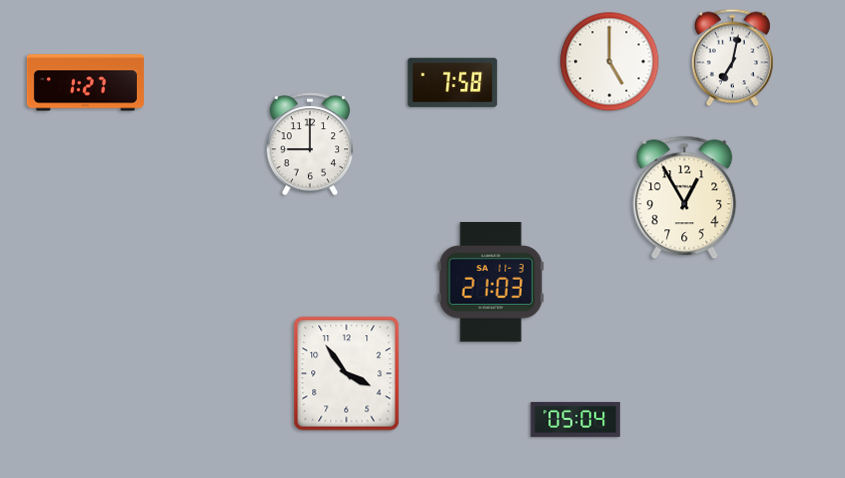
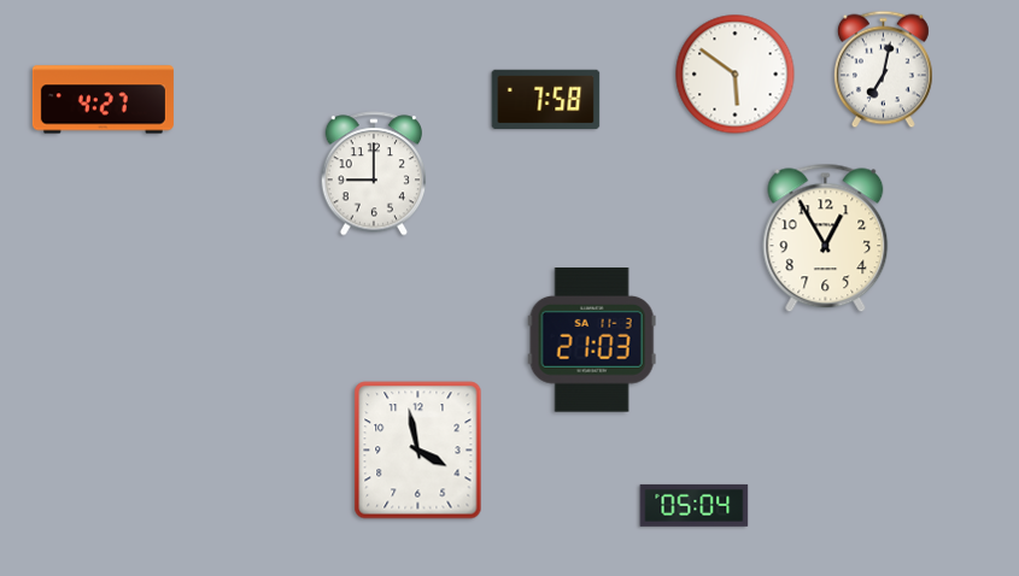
clock at (610, 62): 5:00 -> 5:51
clock at (85, 83): 1:27 -> 4:27
clock at (347, 374): 3:54 -> 3:58
